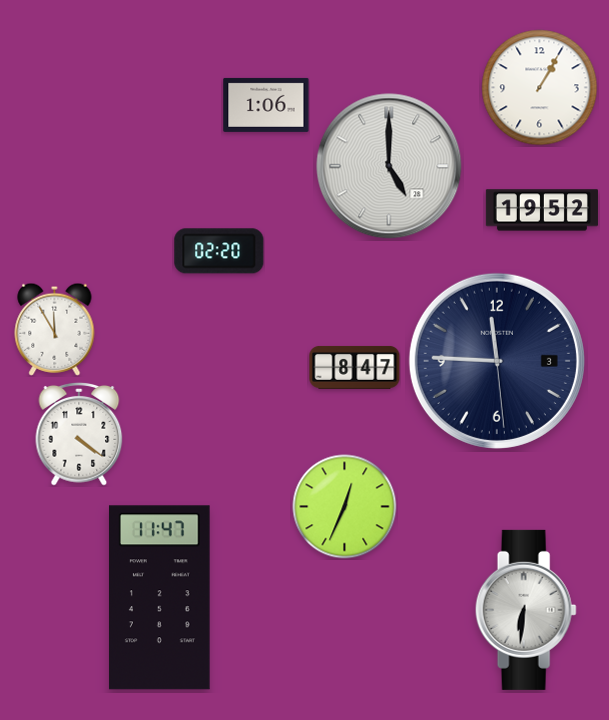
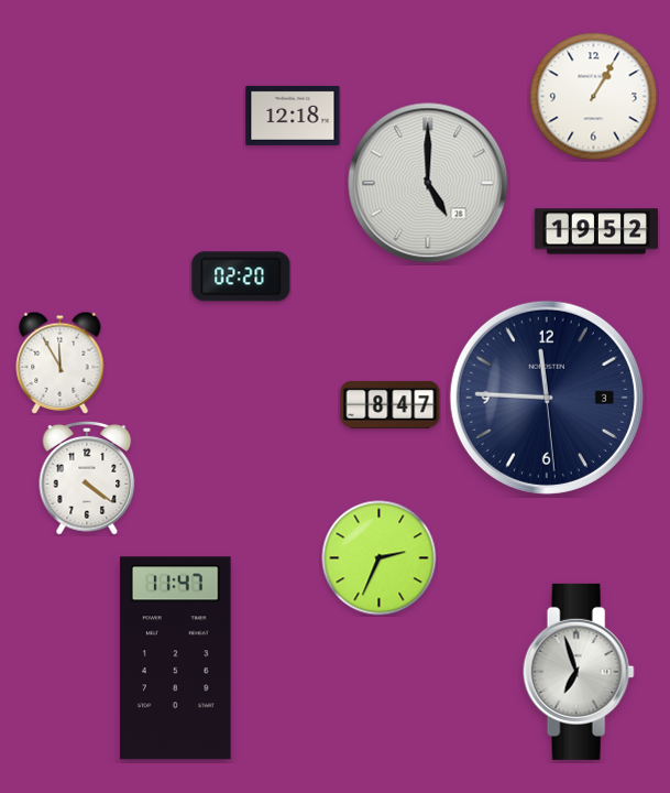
clock at (266, 105): 1:06 -> 12:18
clock at (345, 507): 12:34 -> 2:34
clock at (526, 610): 6:31 -> 6:57
